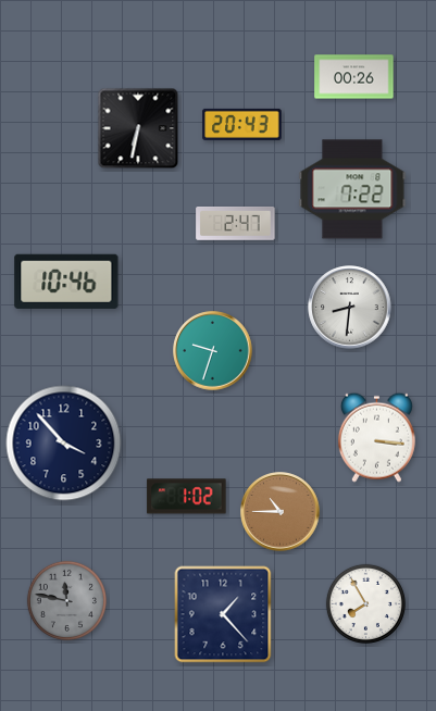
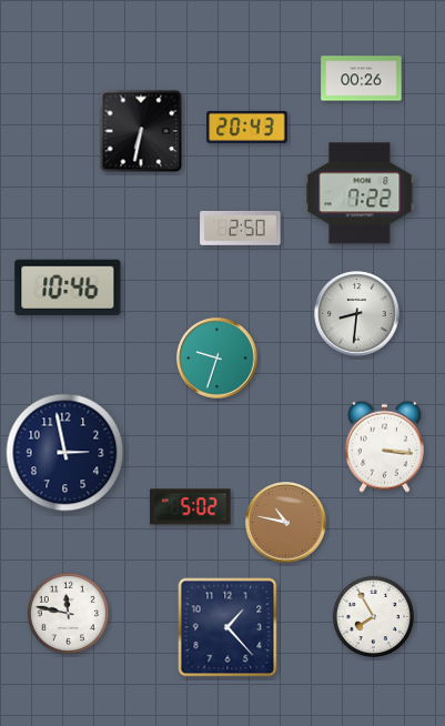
clock at (236, 224): 2:47 -> 2:50
clock at (64, 444): 3:53 -> 2:58
clock at (187, 497): 1:02 -> 5:02
clock at (281, 512): 10:45 -> 10:47
clock at (66, 600) dial: grey -> white
